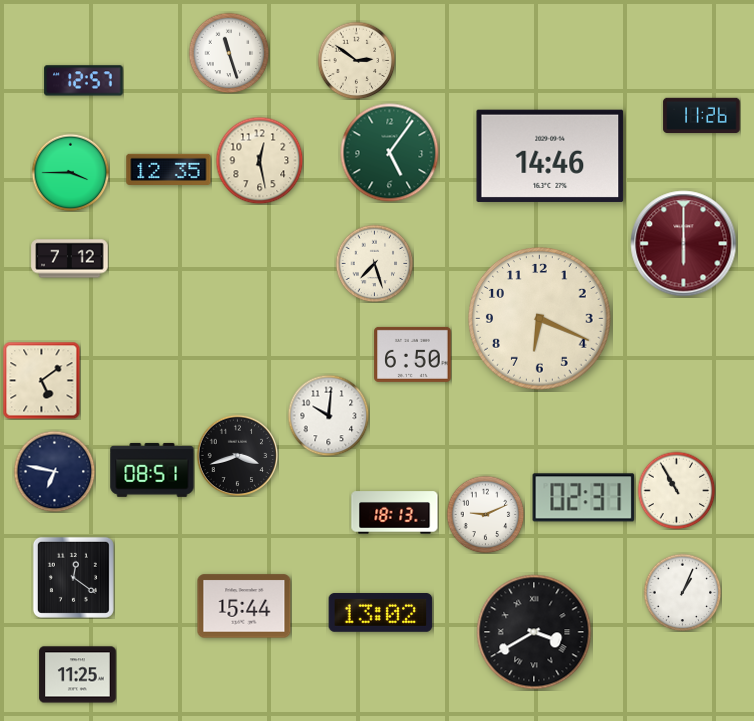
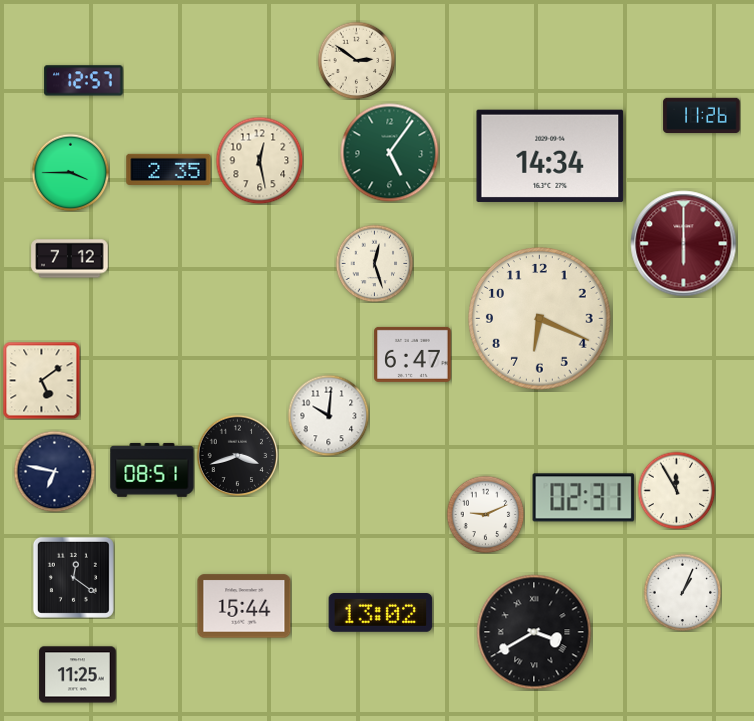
clock at (229, 53): 11:27 -> none
clock at (550, 156): 14:46 -> 14:34
clock at (169, 169): 12:35 -> 2:35
clock at (374, 263): 7:27 -> 12:27
clock at (413, 354): 6:50 -> 6:47
clock at (676, 490): 10:55 -> 11:55
clock at (395, 513): 18:13 -> none
